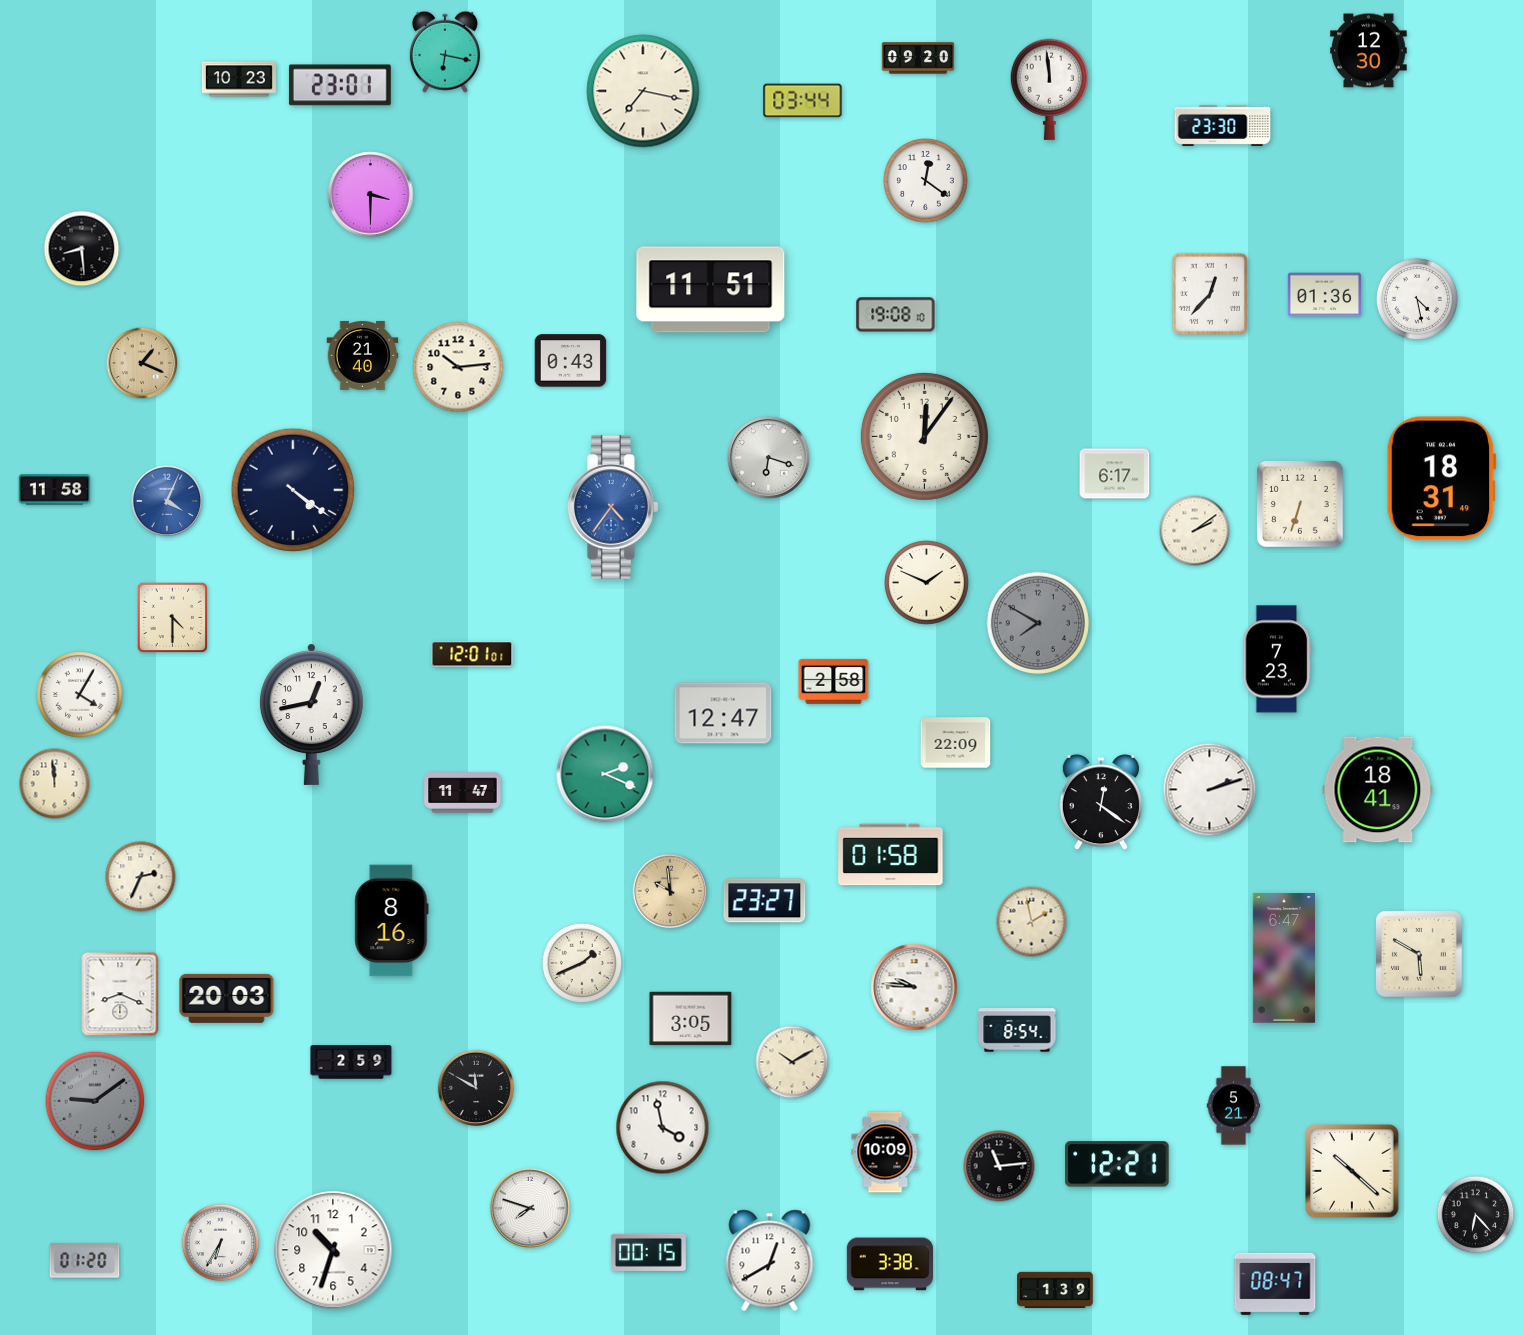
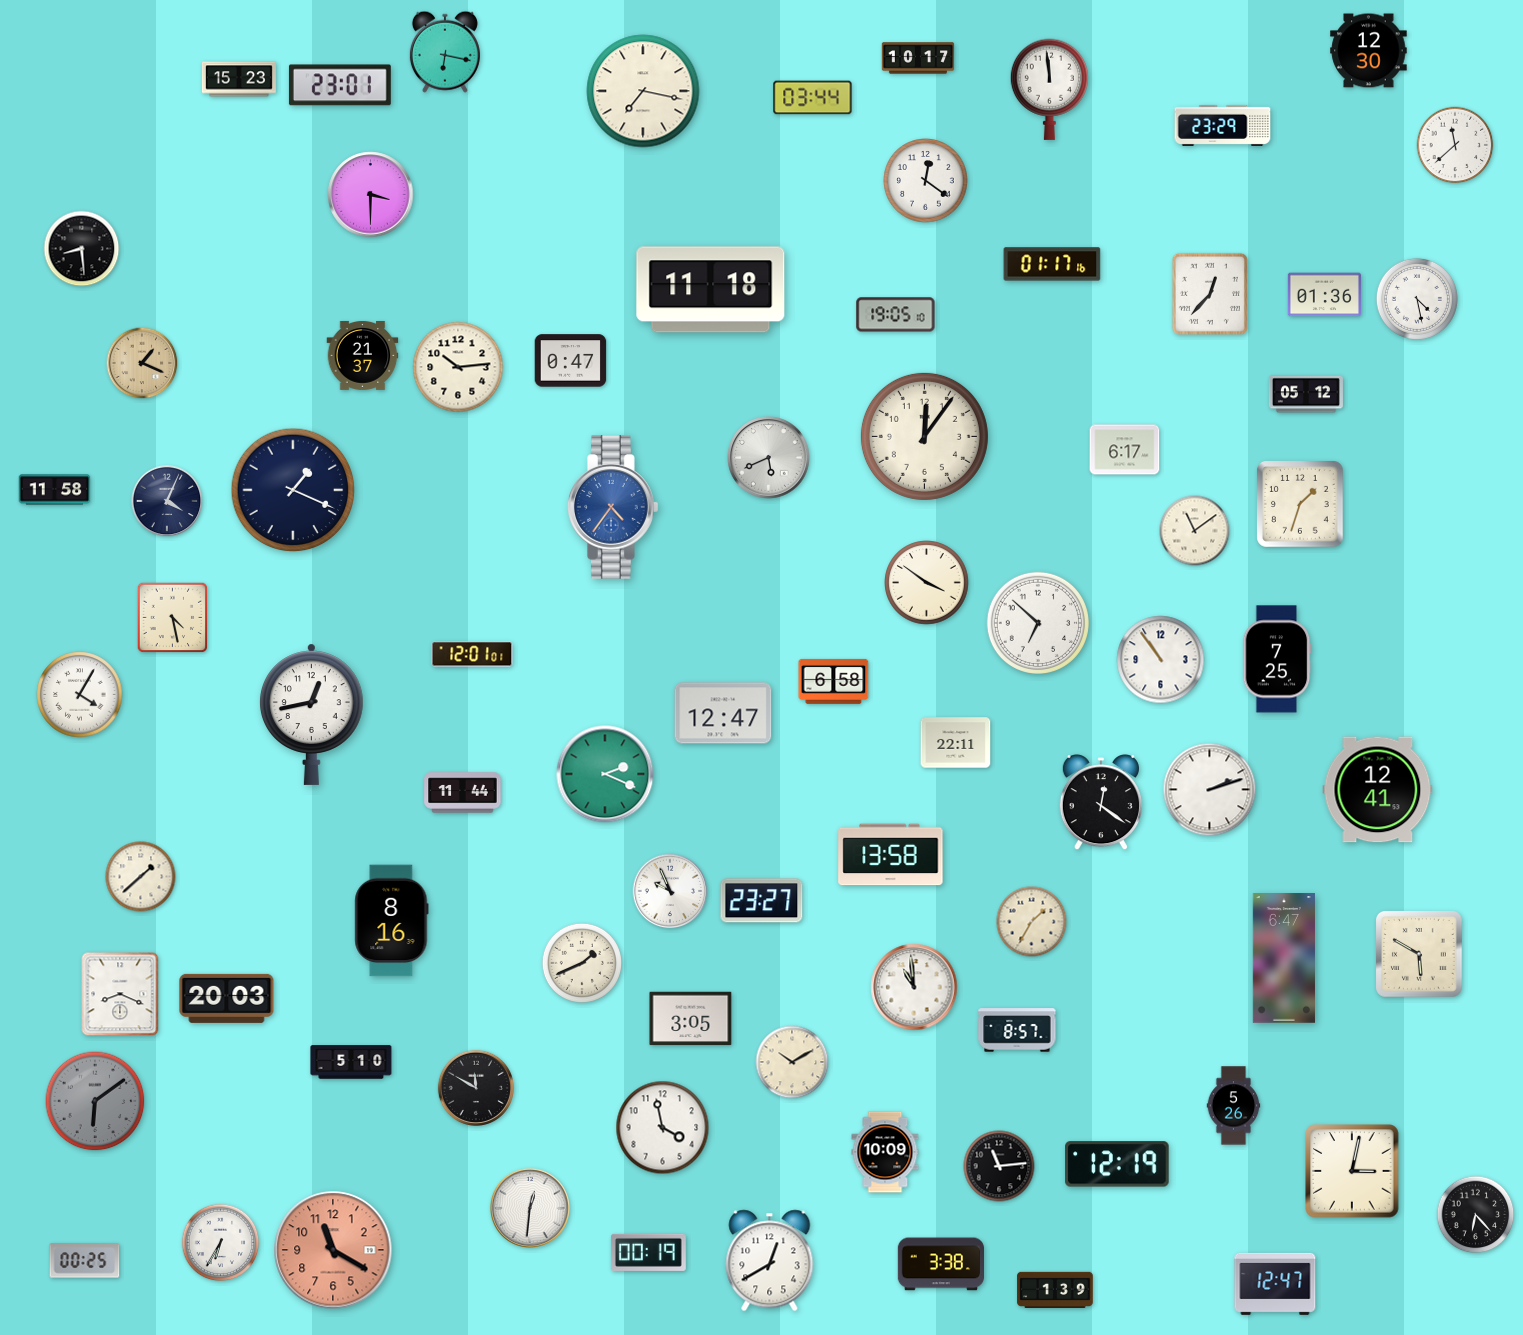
clock at (918, 58): 09:20 -> 10:17
clock at (239, 79): 10:23 -> 15:23
clock at (803, 101) position: (803, 101) -> (813, 98)
clock at (1223, 125): 23:30 -> 23:29
clock at (1455, 145): none -> 11:38
clock at (1052, 264): none -> 01:17
clock at (711, 290): 11:51 -> 11:18
clock at (896, 315): 19:08 -> 19:05
clock at (363, 355): 21:40 -> 21:37
clock at (571, 361): 0:43 -> 0:47
clock at (1306, 394): none -> 05:12
clock at (769, 458): 6:18 -> 5:41
clock at (1115, 474) position: (1115, 474) -> (1125, 450)
clock at (1441, 479): 18:31 -> none
clock at (293, 490): 4:21 -> 1:19
clock at (167, 501) dial: blue -> navy
clock at (1301, 505): 6:33 -> 1:33
clock at (1195, 531): 2:09 -> 11:09
clock at (927, 583): 1:49 -> 3:51
clock at (173, 618): 4:30 -> 4:28
clock at (1037, 622): 7:50 -> 6:52
clock at (1037, 622) dial: grey -> white
clock at (1277, 659): 7:23 -> 7:25
clock at (1161, 660): none -> 10:54
clock at (834, 681): 2:58 -> 6:58
clock at (956, 743): 22:09 -> 22:11
clock at (55, 784): 11:59 -> none
clock at (1378, 790): 18:41 -> 12:41
clock at (463, 793): 11:47 -> 11:44
clock at (891, 855): 01:58 -> 13:58
clock at (141, 877): 2:34 -> 1:38
clock at (670, 891): 9:59 -> 9:56
clock at (670, 891) dial: champagne -> white
clock at (765, 901) position: (765, 901) -> (762, 901)
clock at (1032, 922): 1:58 -> 1:35
clock at (914, 987): 9:46 -> 10:59
clock at (1017, 1030): 8:54 -> 8:57
clock at (351, 1062): 2:59 -> 5:10
clock at (95, 1101): 9:09 -> 6:09
clock at (1234, 1106): 5:21 -> 5:26
clock at (1117, 1164): 12:21 -> 12:19
clock at (1352, 1171): 10:22 -> 3:02
clock at (530, 1208): 7:48 -> 12:31
clock at (333, 1250): 10:33 -> 11:20
clock at (333, 1250) dial: white -> salmon
clock at (648, 1252): 00:15 -> 00:19
clock at (85, 1261): 01:20 -> 00:25
clock at (889, 1264) position: (889, 1264) -> (940, 1264)
clock at (1275, 1284): 08:47 -> 12:47
